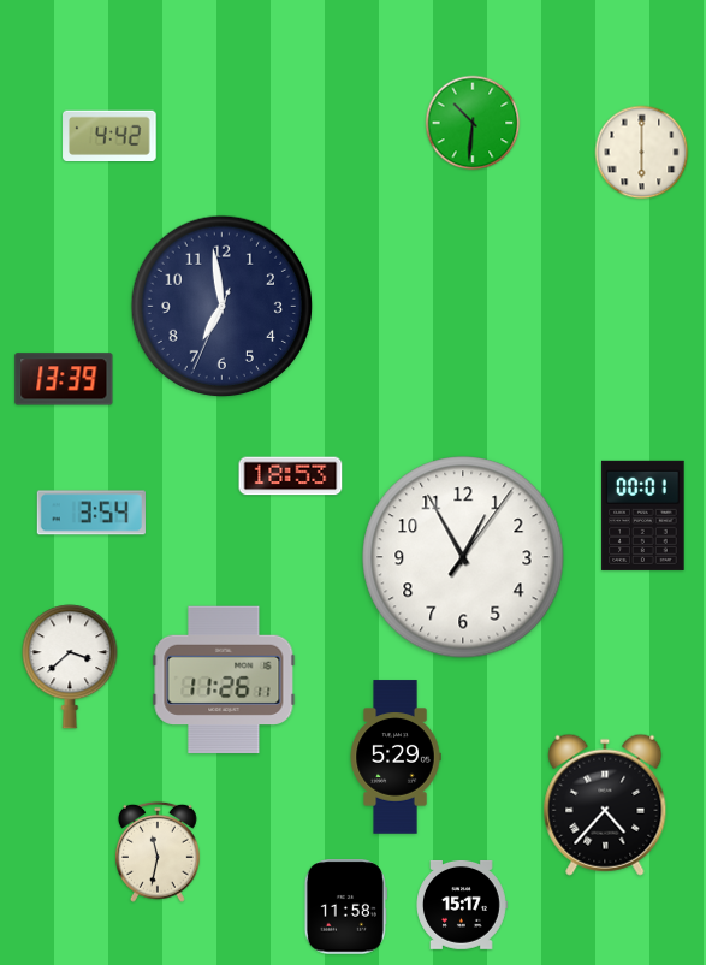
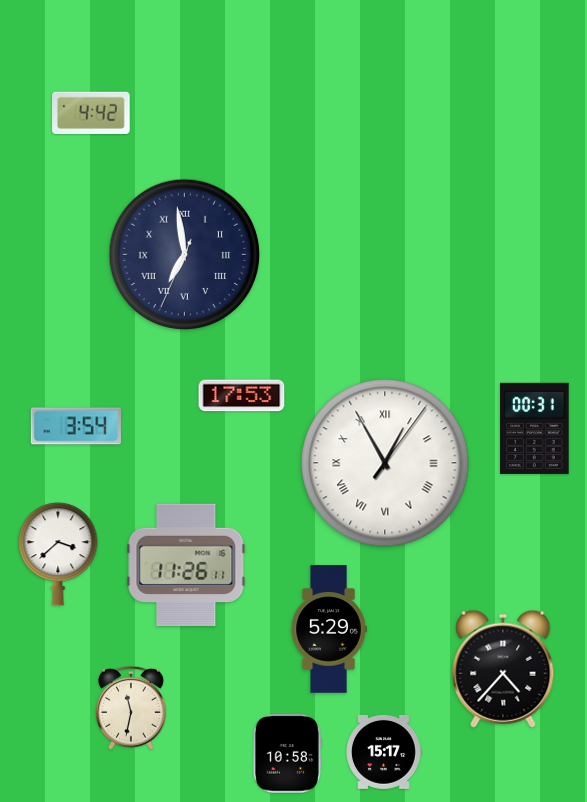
clock at (473, 123): 10:31 -> none
clock at (642, 153): 6:00 -> none
clock at (223, 307) numerals: Arabic -> Roman
clock at (64, 379): 13:39 -> none
clock at (291, 476): 18:53 -> 17:53
clock at (643, 515): 00:01 -> 00:31
clock at (463, 557) numerals: Arabic -> Roman
clock at (345, 907): 11:58 -> 10:58
